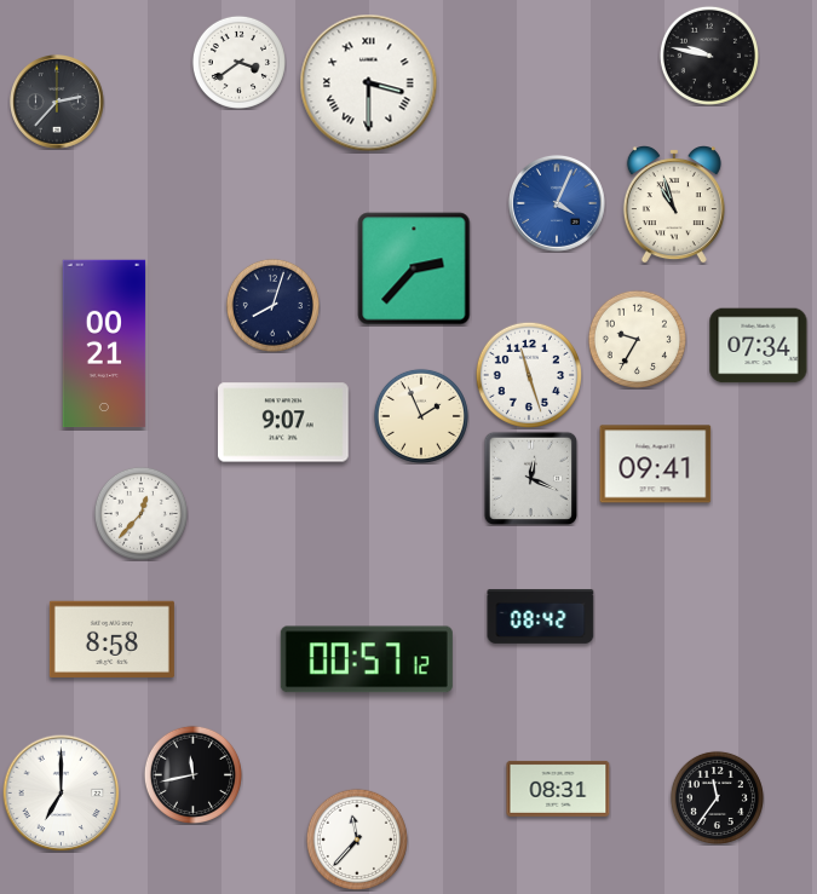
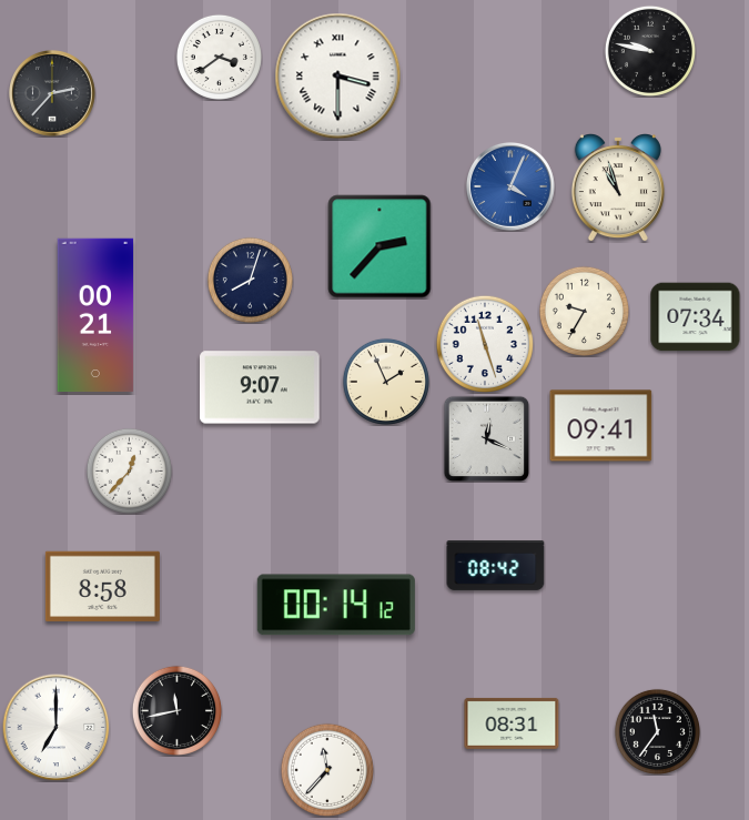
clock at (367, 659): 00:57 -> 00:14
